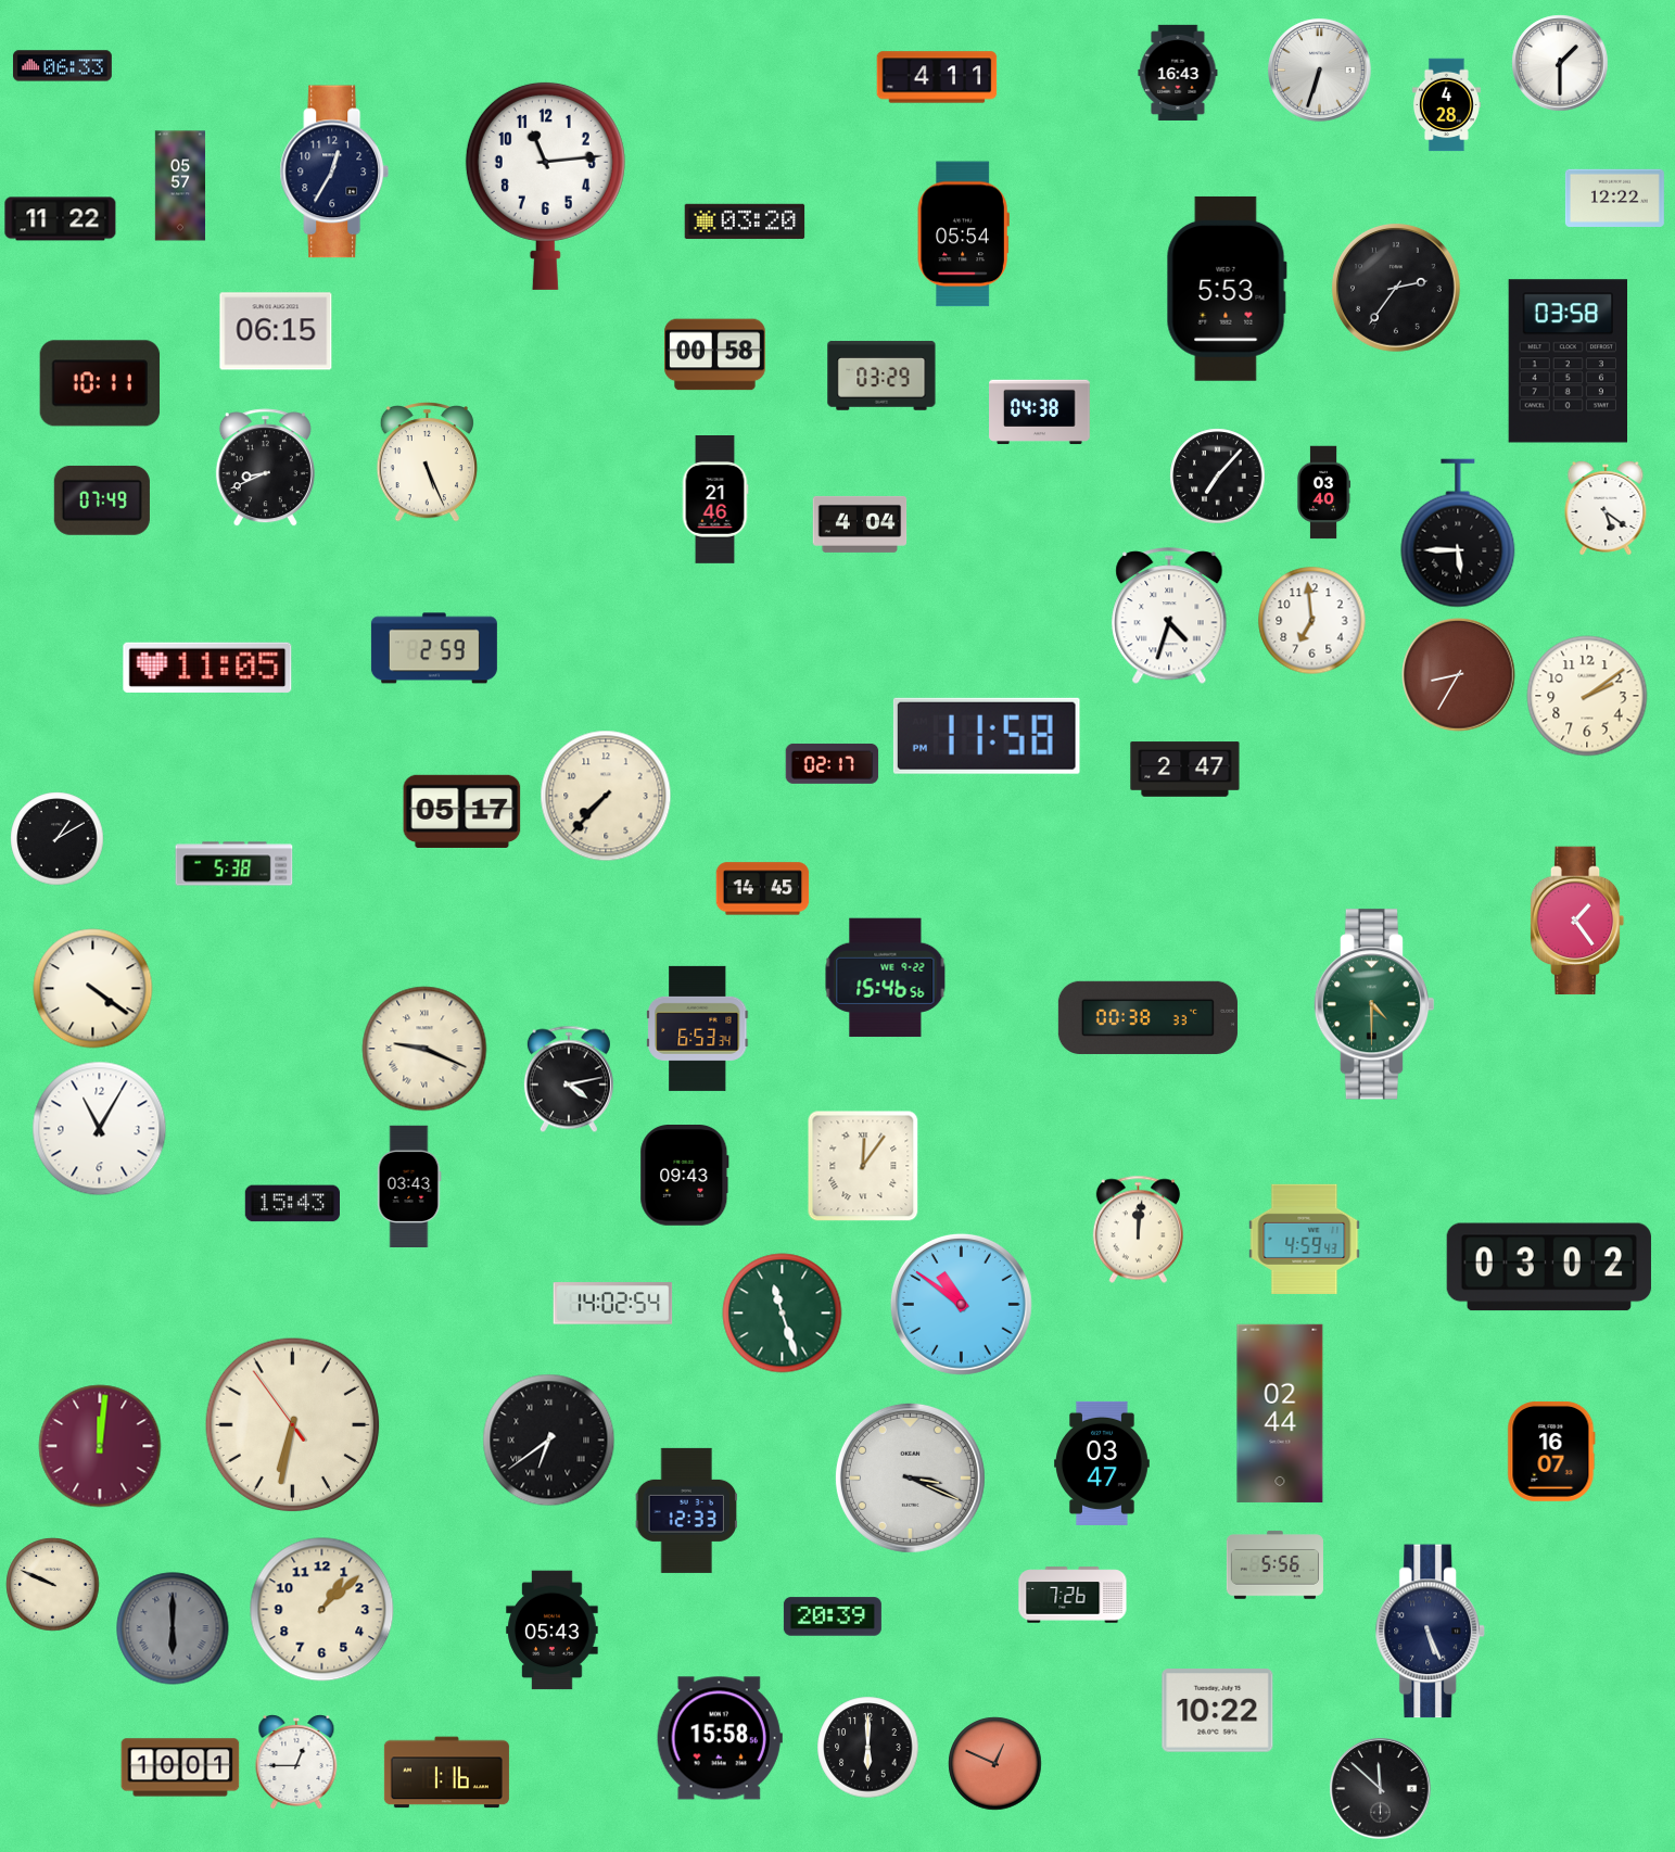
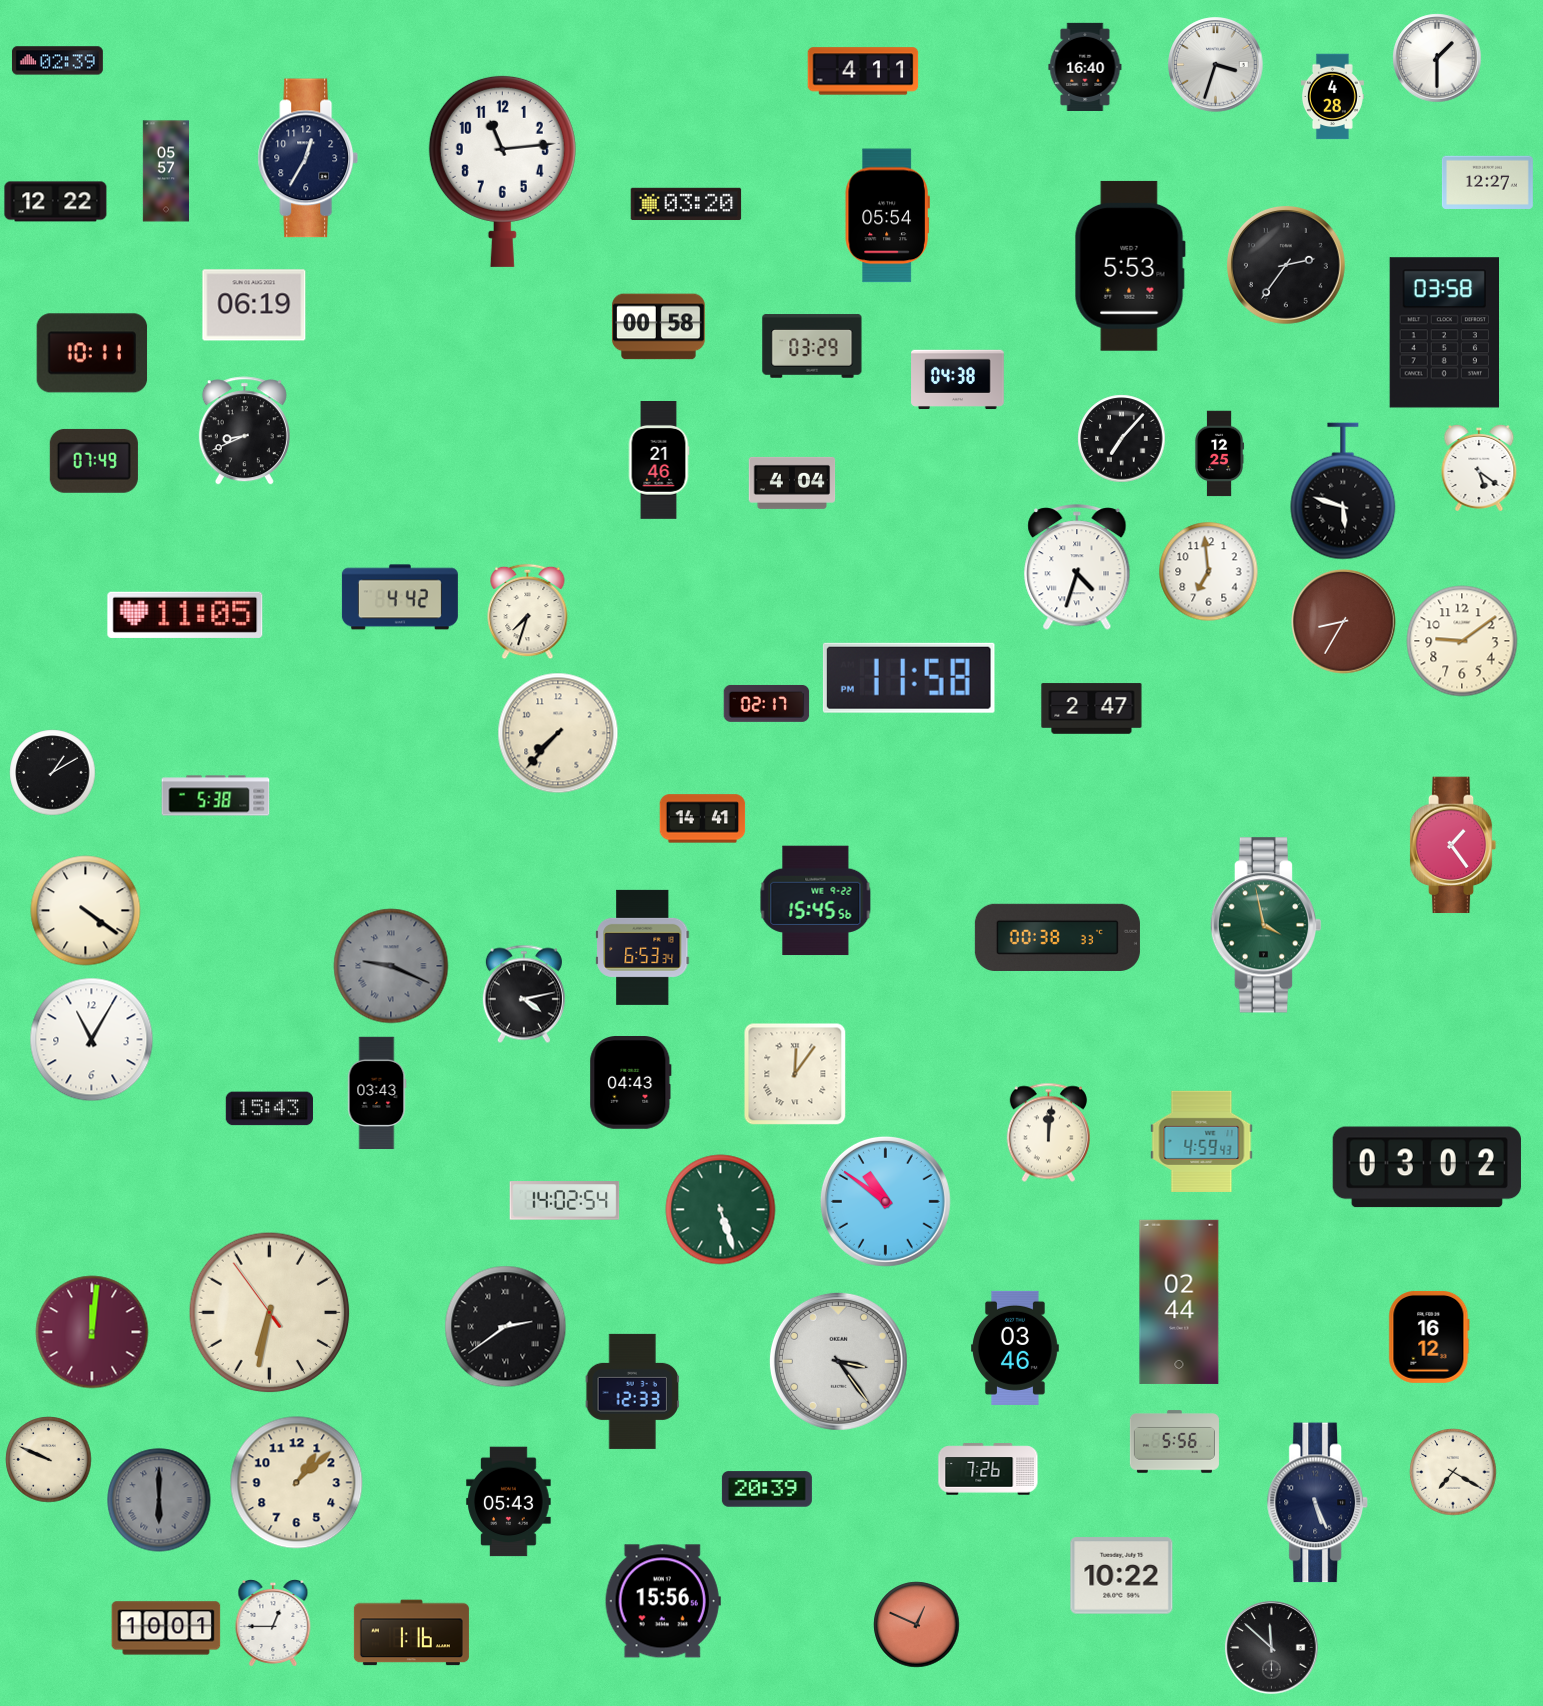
clock at (62, 66): 06:33 -> 02:39
clock at (1320, 71): 6:33 -> 3:33
clock at (1178, 73): 16:43 -> 16:40
clock at (1614, 198): 12:22 -> 12:27
clock at (61, 219): 11:22 -> 12:22
clock at (276, 331): 06:15 -> 06:19
clock at (427, 462): 5:26 -> none
clock at (1323, 493): 03:40 -> 12:25
clock at (1458, 533): 5:45 -> 5:48
clock at (434, 648): 2:59 -> 4:42
clock at (528, 612): none -> 7:33
clock at (207, 668) position: (207, 668) -> (185, 615)
clock at (1587, 696): 2:09 -> 9:09
clock at (462, 811): 05:17 -> none
clock at (763, 889): 14:45 -> 14:41
clock at (1577, 921) position: (1577, 921) -> (1453, 845)
clock at (886, 978): 15:46 -> 15:45
clock at (1374, 1004): 4:30 -> 3:58
clock at (424, 1049) dial: cream -> grey
clock at (685, 1176): 09:43 -> 04:43
clock at (783, 1314): 11:27 -> 5:27
clock at (549, 1441): 6:39 -> 2:39
clock at (1551, 1451): 16:07 -> 16:12
clock at (1103, 1463): 03:47 -> 03:46
clock at (910, 1477): 3:19 -> 3:24
clock at (1453, 1472): none -> 7:20
clock at (720, 1738): 15:58 -> 15:56
clock at (868, 1748): 6:00 -> none
